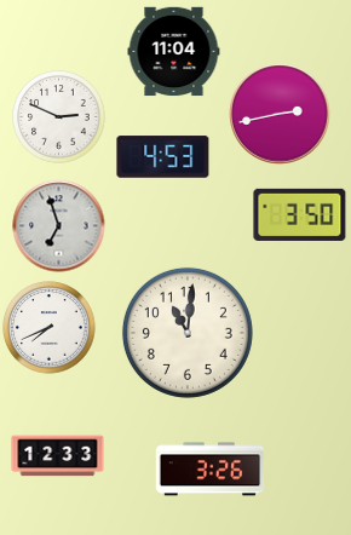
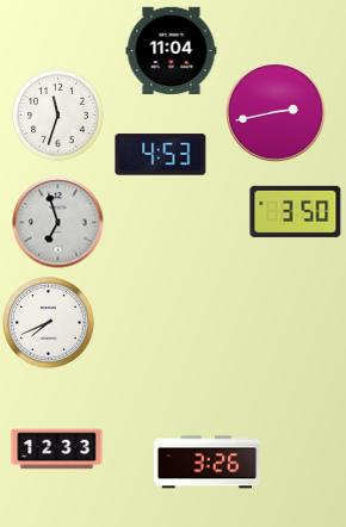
clock at (59, 117): 2:49 -> 11:33
clock at (188, 333): 11:01 -> none
